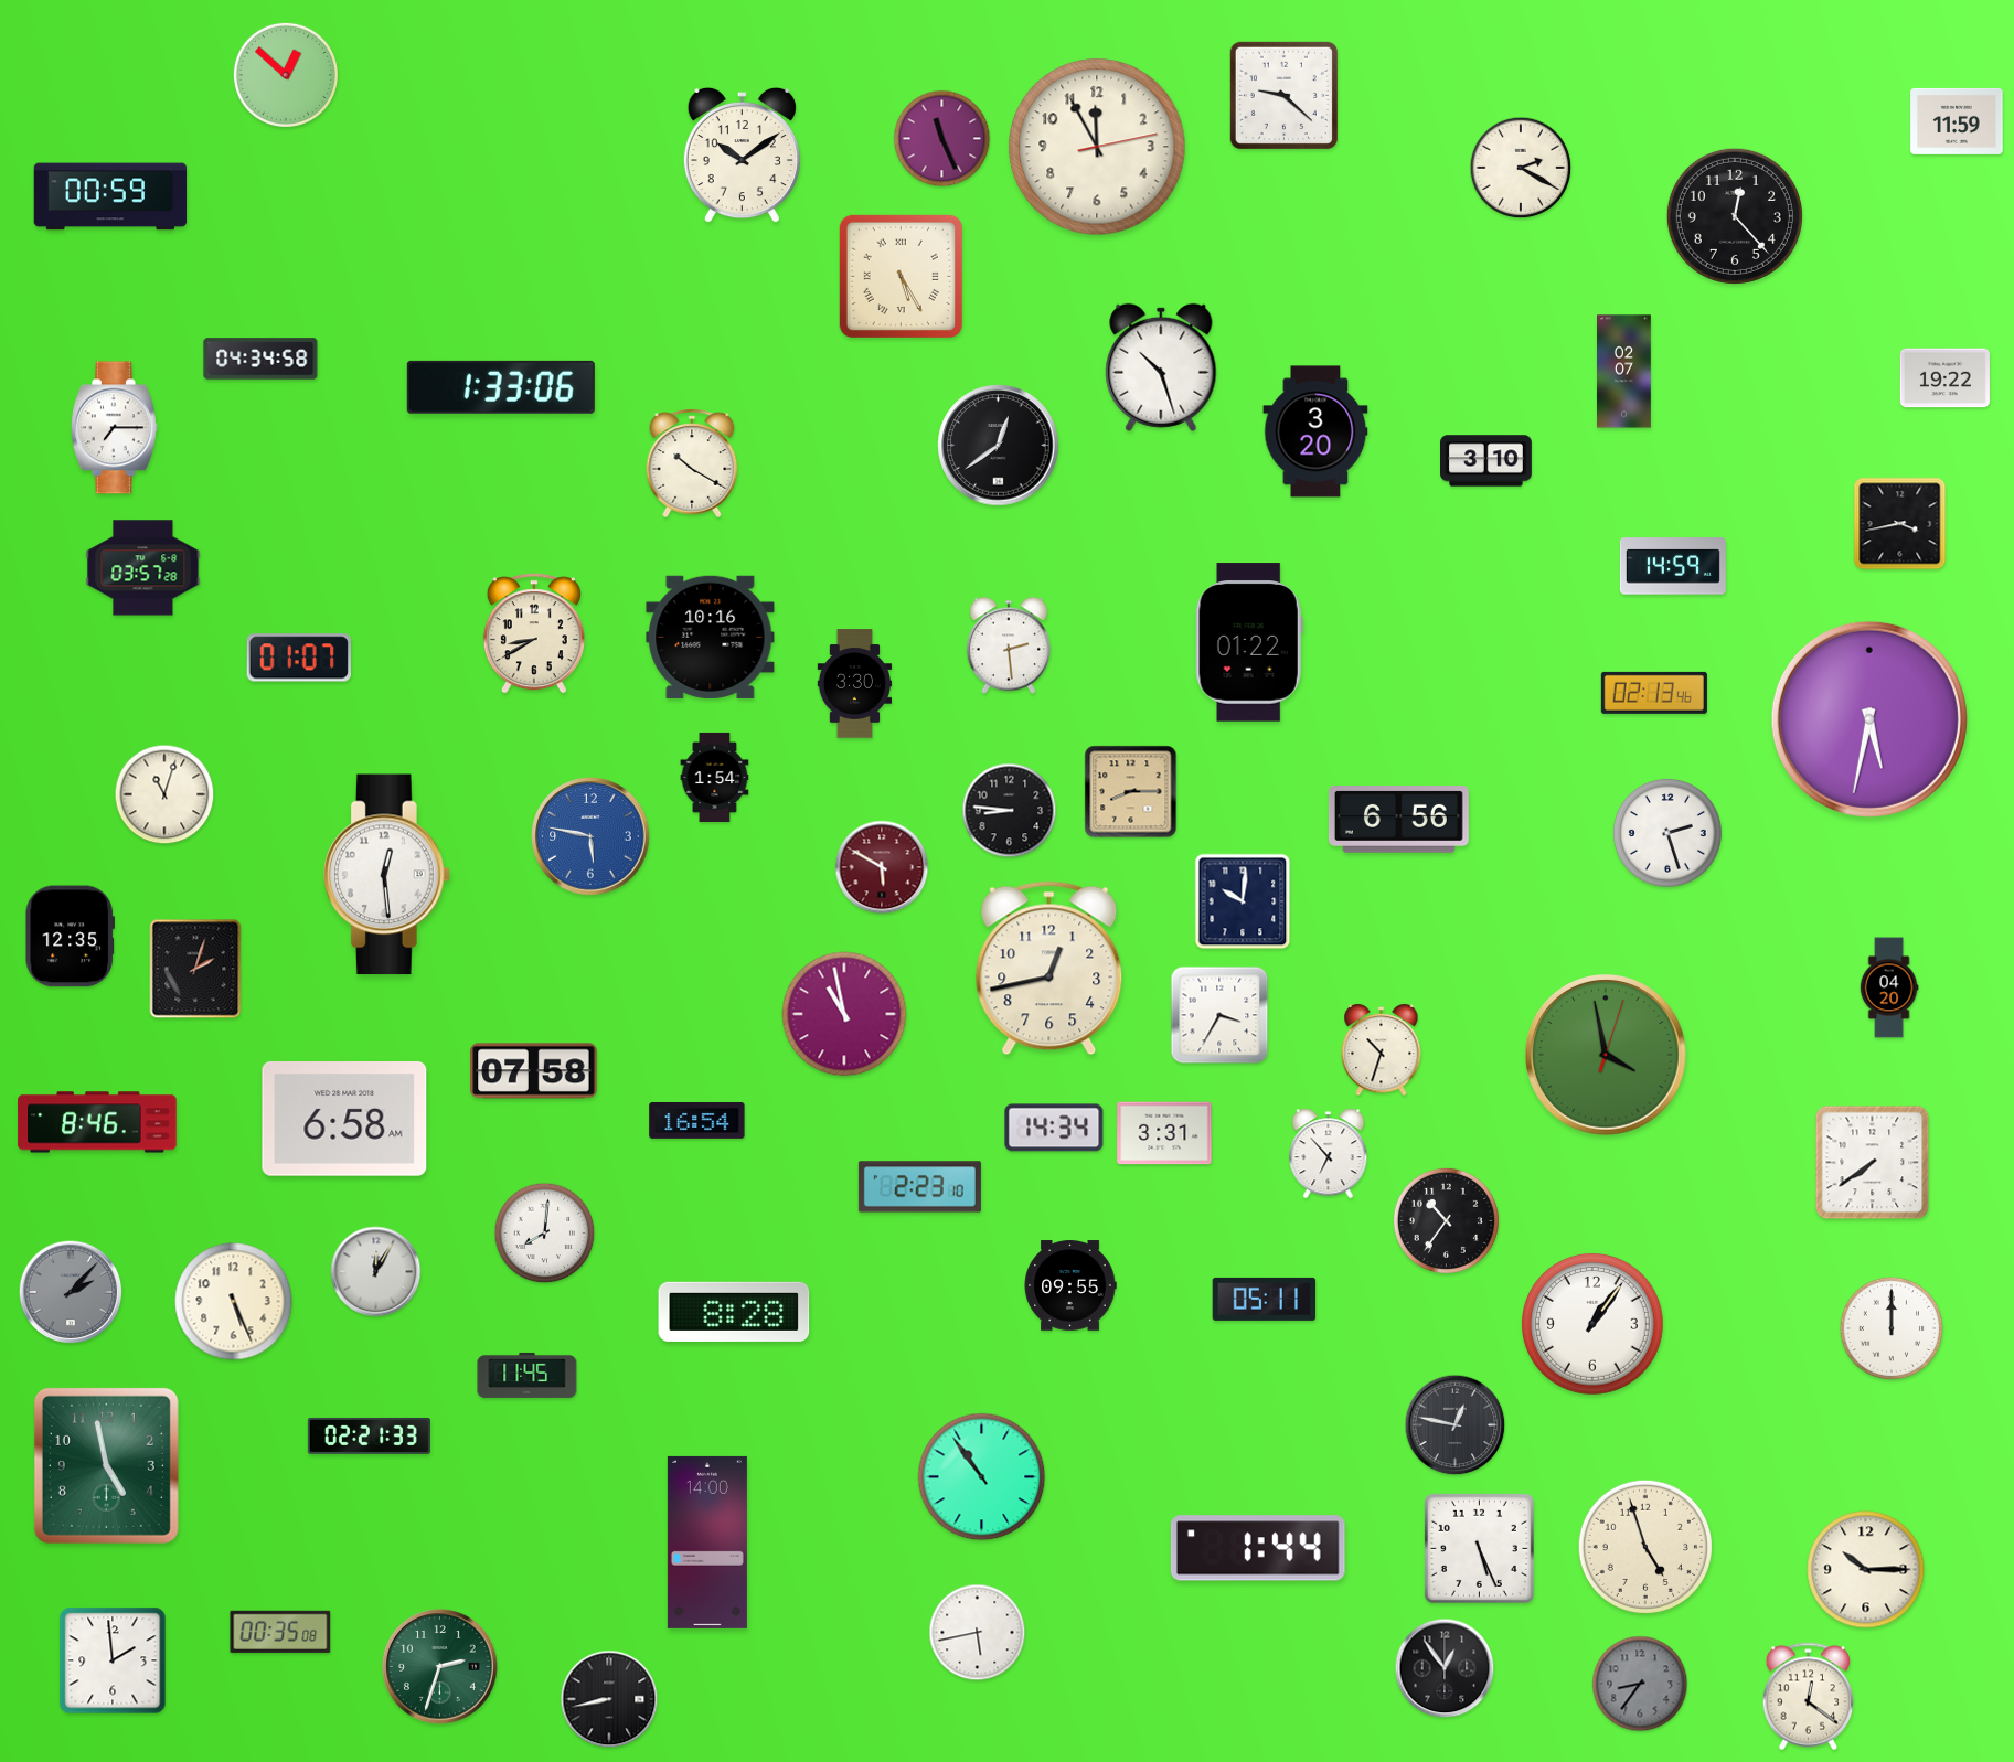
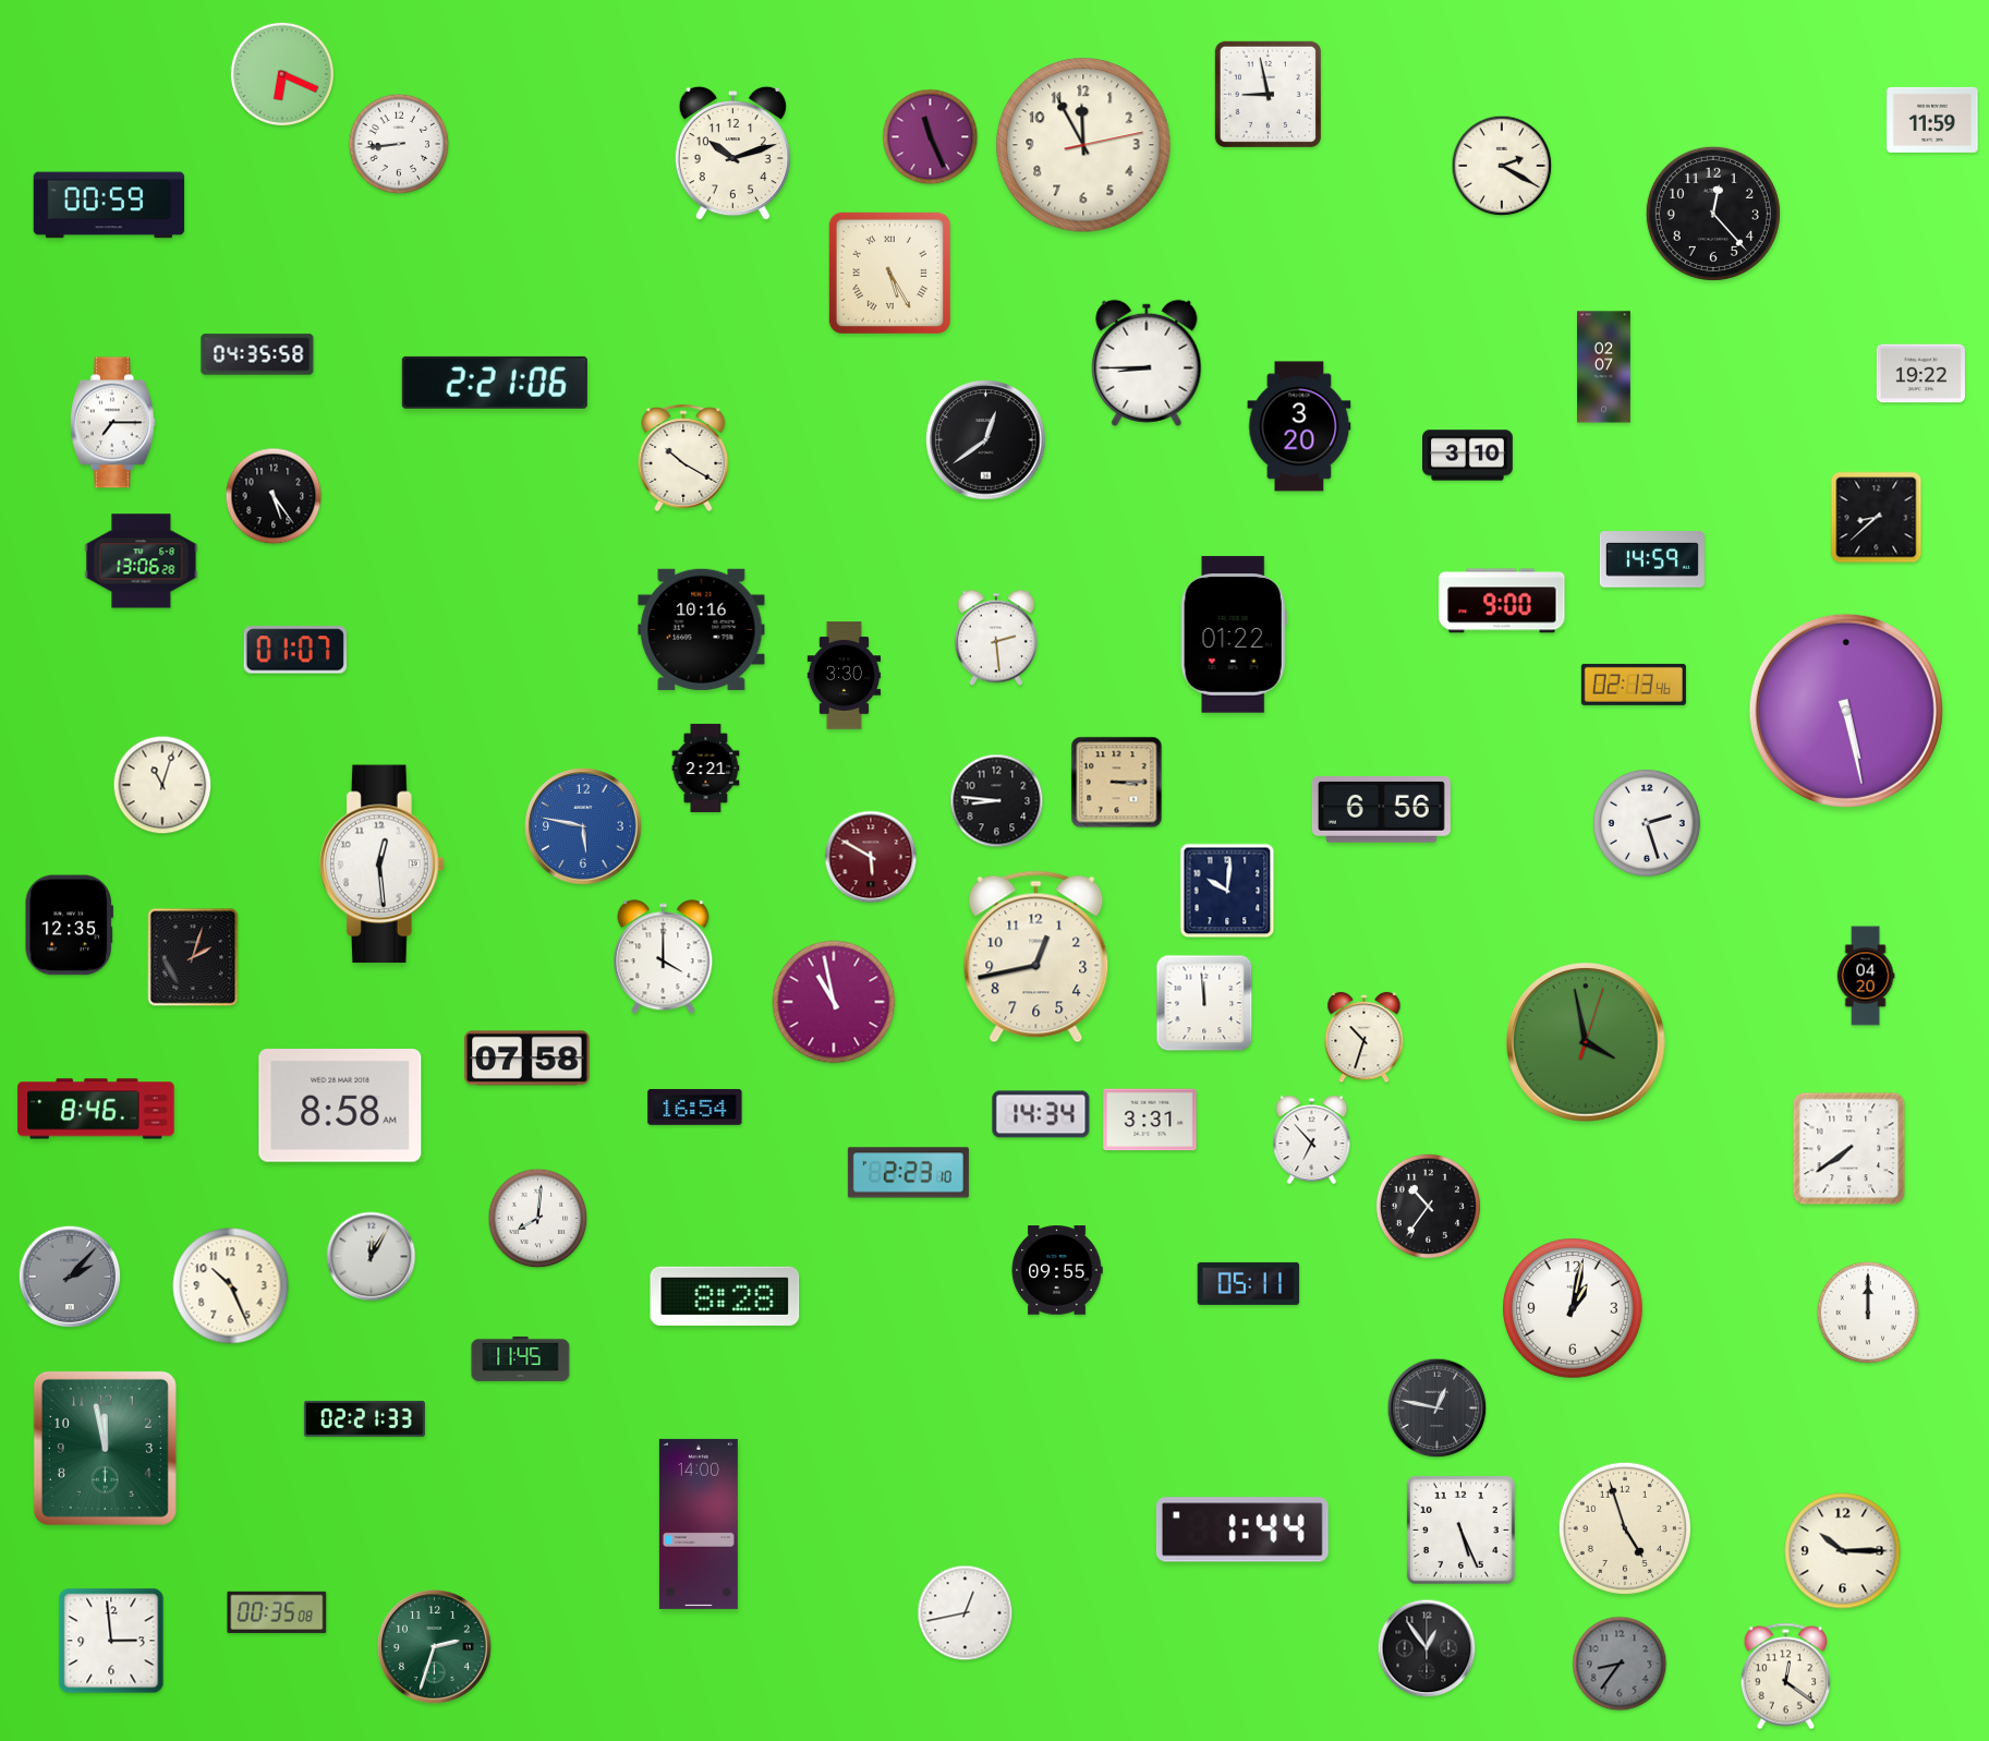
clock at (286, 75): 12:52 -> 6:19
clock at (1283, 95): 9:22 -> 8:58
clock at (399, 144): none -> 8:44
clock at (742, 156): 10:09 -> 10:12
clock at (110, 196) position: (110, 196) -> (109, 205)
clock at (260, 359): 04:34 -> 04:35
clock at (1161, 367): 10:27 -> 8:45
clock at (501, 387): 1:33 -> 2:21
clock at (274, 496): none -> 5:24
clock at (1900, 524): 3:43 -> 8:38
clock at (143, 568): 03:57 -> 13:06
clock at (1502, 601): none -> 9:00
clock at (534, 633): 8:40 -> none
clock at (1869, 719): 5:32 -> 5:28
clock at (715, 777): 1:54 -> 2:21
clock at (1131, 792): 8:15 -> 3:15
clock at (664, 957): none -> 4:00
clock at (1219, 1015): 3:35 -> 11:59
clock at (344, 1120): 6:58 -> 8:58
clock at (697, 1120) position: (697, 1120) -> (695, 1107)
clock at (234, 1302): 5:26 -> 10:26
clock at (1594, 1325): 1:06 -> 1:02
clock at (106, 1465): 4:58 -> 11:58
clock at (982, 1477): 10:54 -> none
clock at (978, 1633): 5:43 -> 12:43
clock at (113, 1660): 1:59 -> 2:59
clock at (609, 1699): 8:43 -> none
